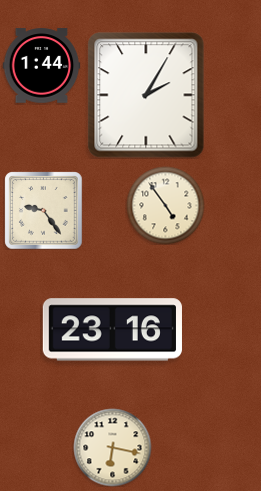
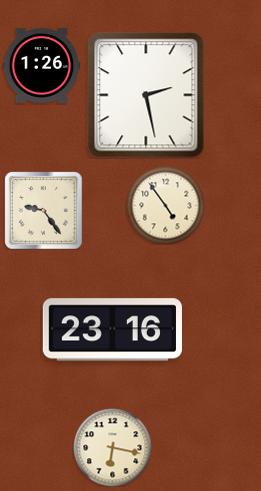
clock at (41, 66): 1:44 -> 1:26
clock at (146, 95): 2:05 -> 2:28
